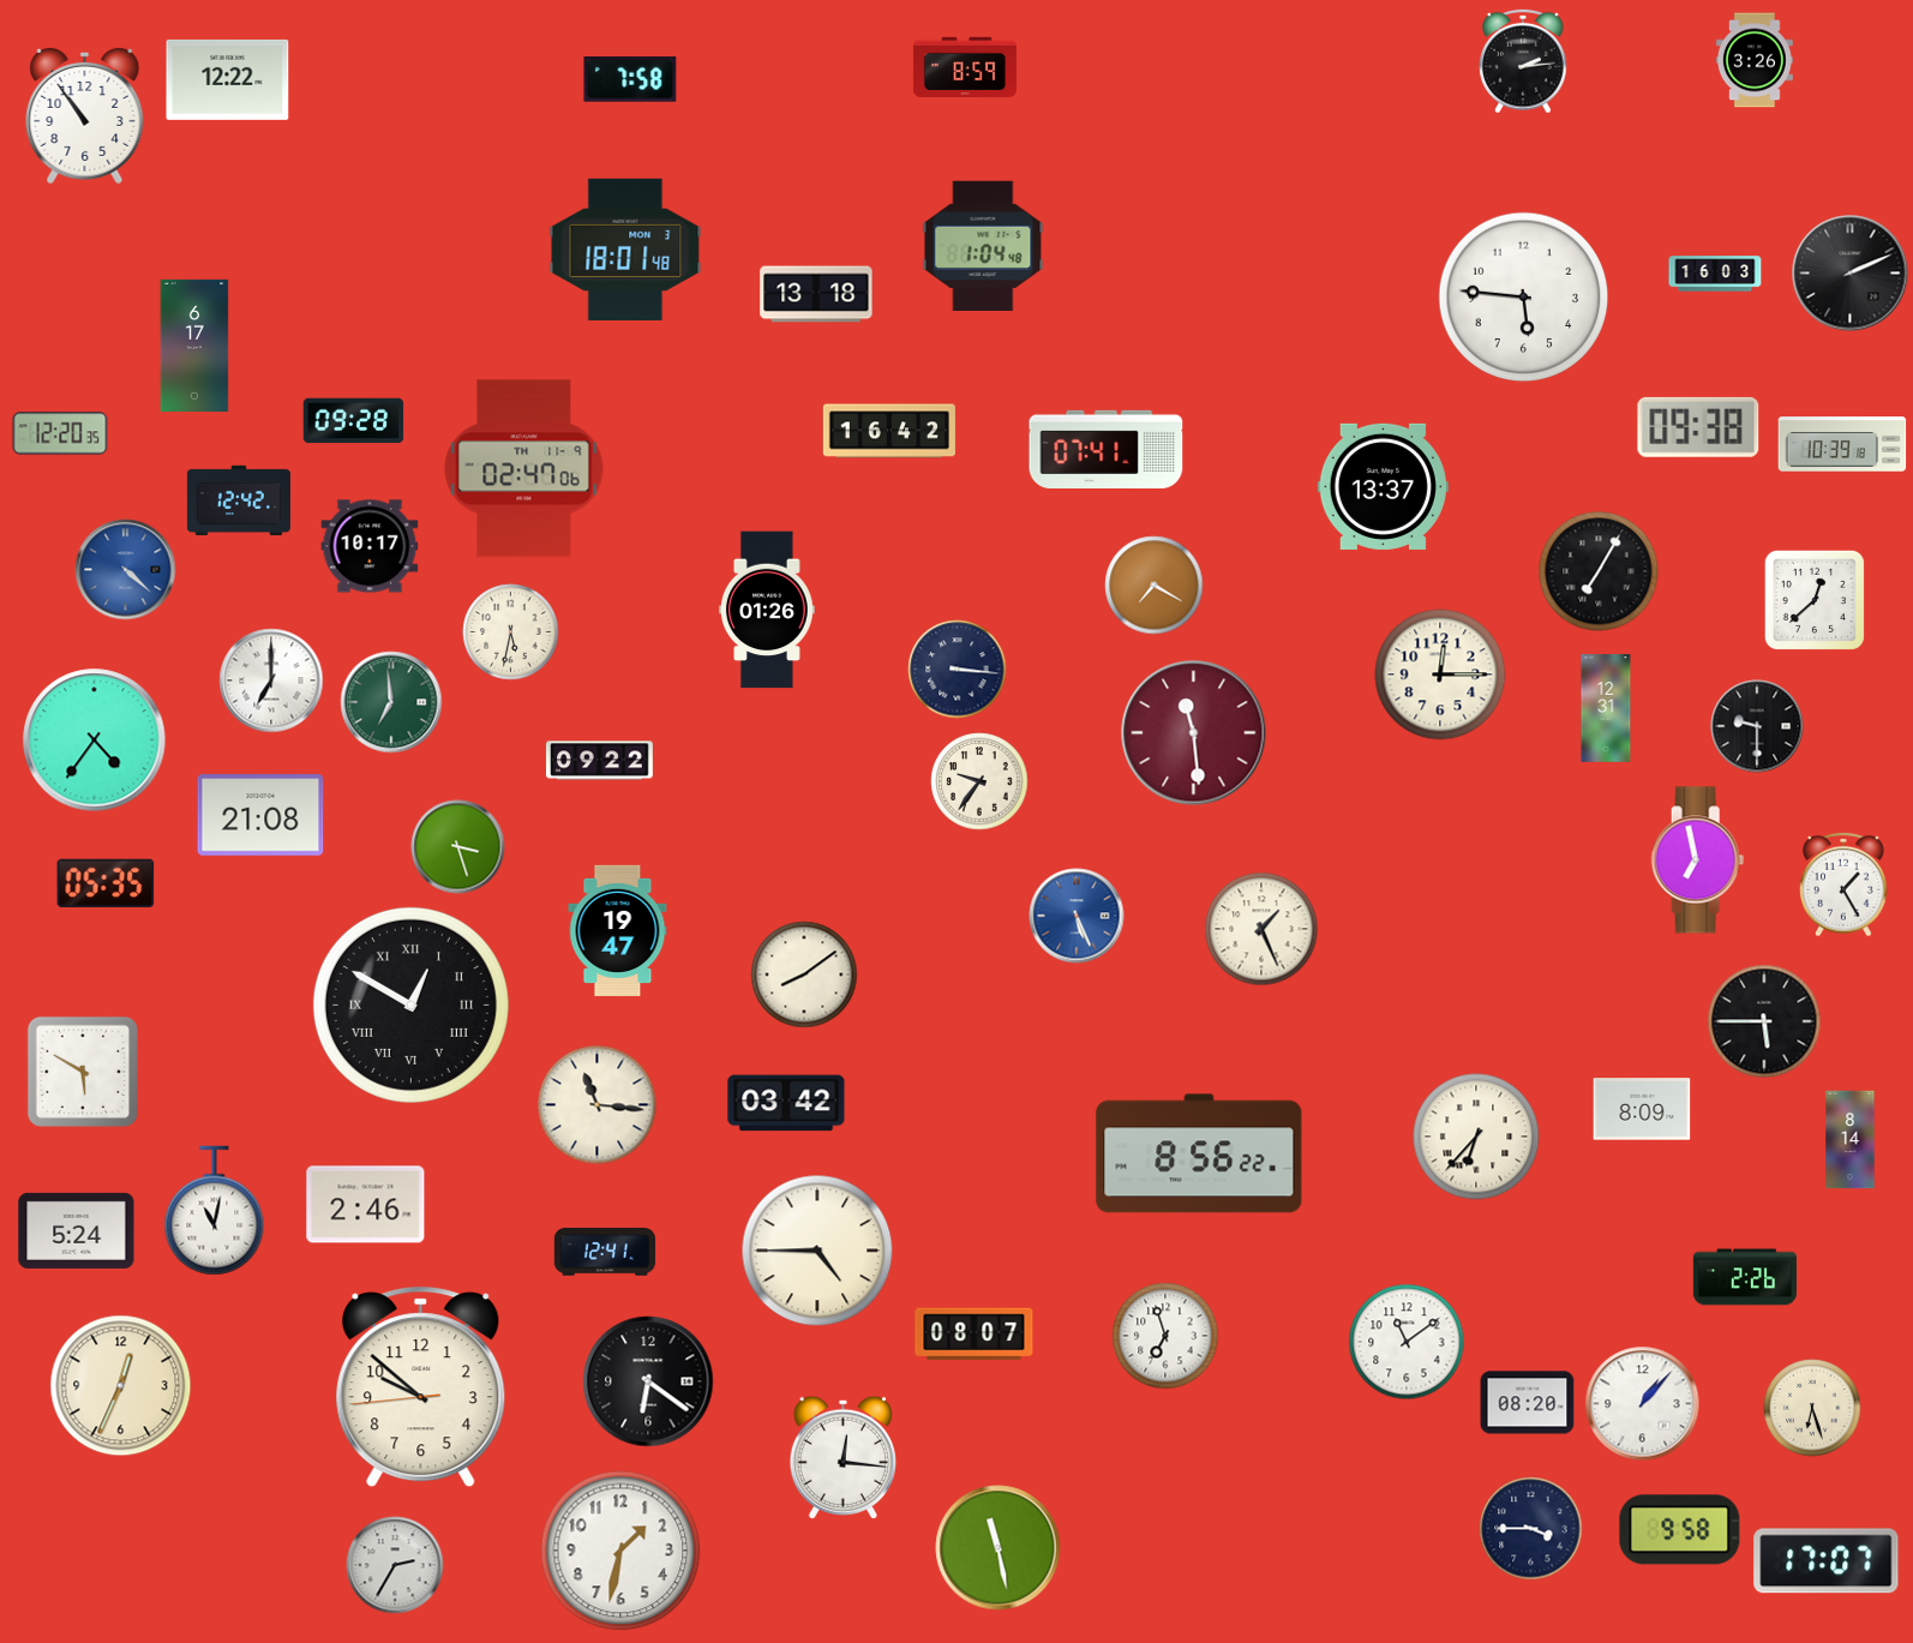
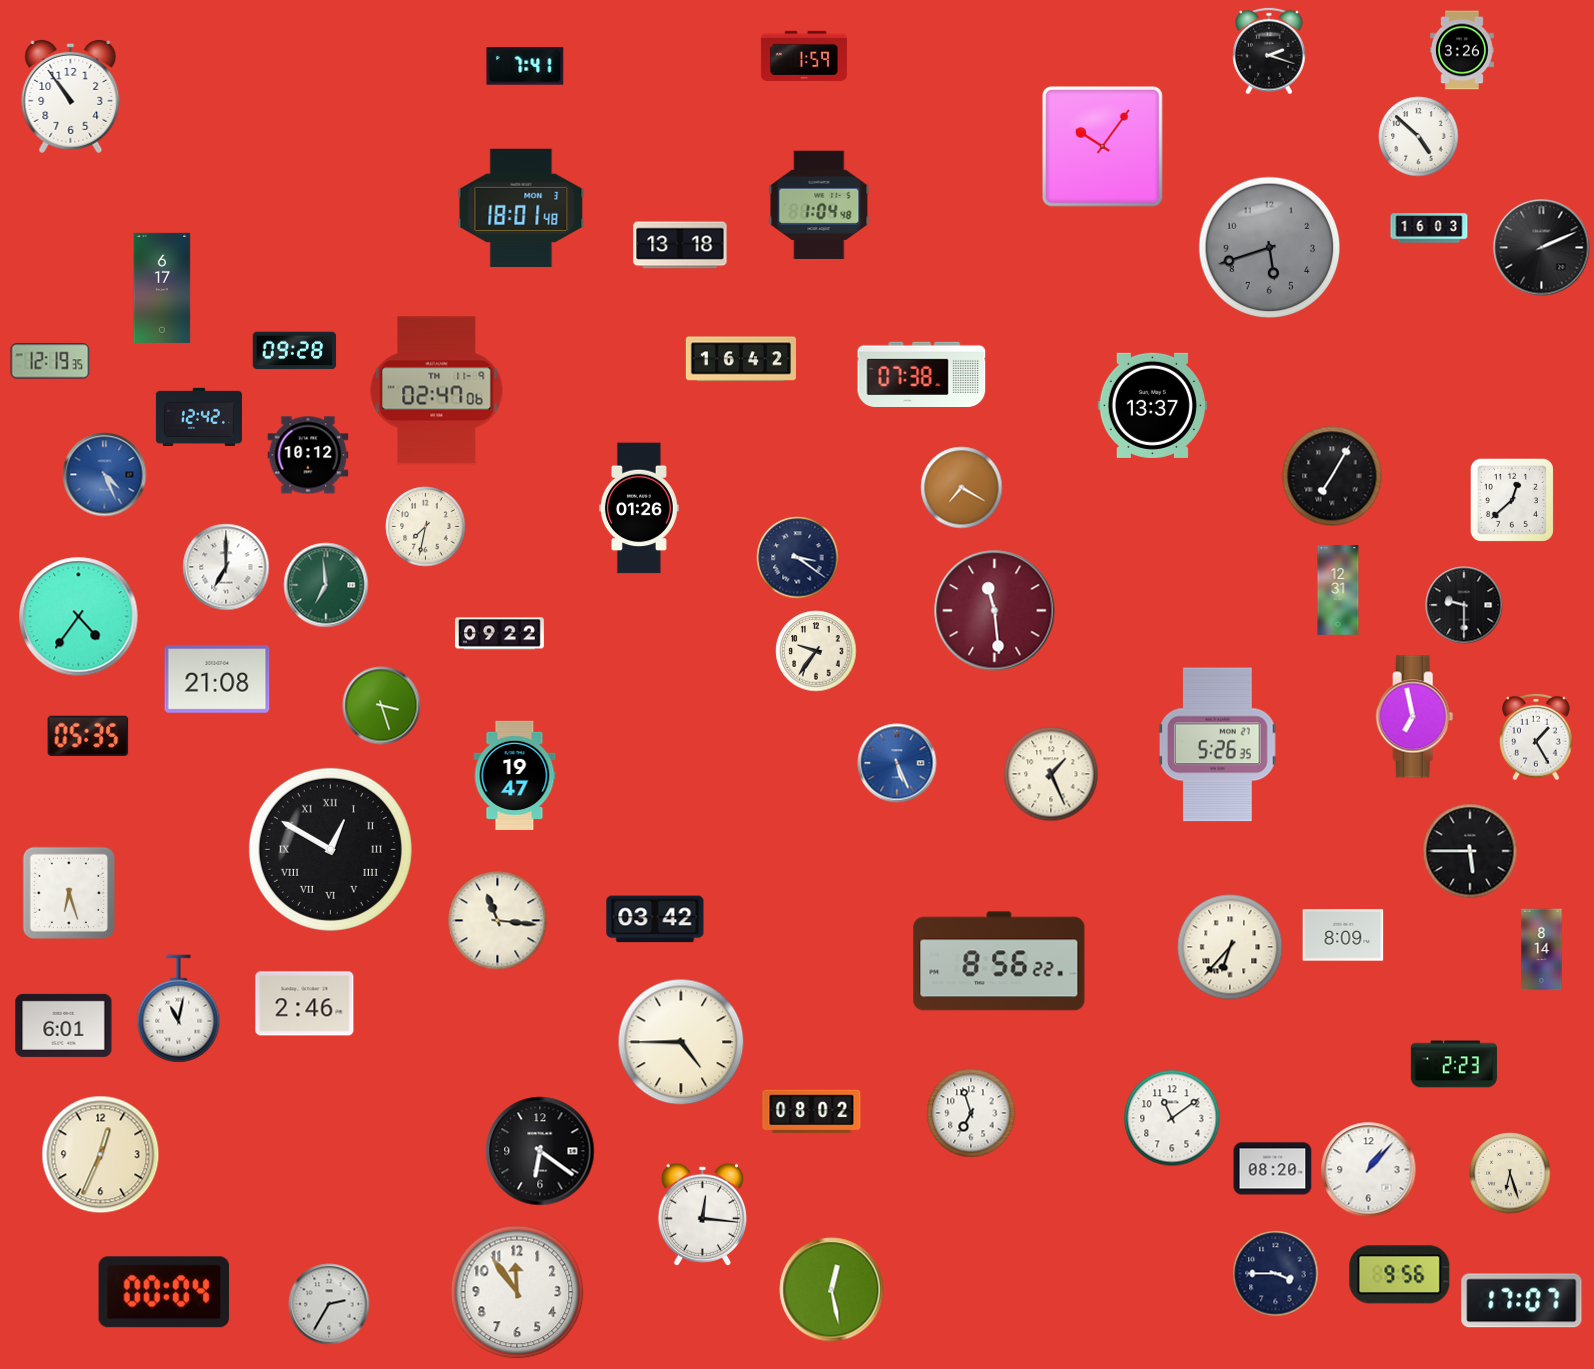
clock at (1523, 61): 2:14 -> 2:18
clock at (965, 66): 8:59 -> 1:59
clock at (228, 79): 12:22 -> none
clock at (630, 79): 7:58 -> 7:41
clock at (1419, 137): none -> 4:52
clock at (1102, 146): none -> 10:06
clock at (1851, 274) position: (1851, 274) -> (1542, 248)
clock at (1524, 298): 5:46 -> 5:42
clock at (1524, 298) dial: white -> grey
clock at (1698, 427): 09:38 -> none
clock at (60, 433): 12:20 -> 12:19
clock at (1842, 444): 10:39 -> none
clock at (1107, 449): 07:41 -> 07:38
clock at (370, 546): 10:17 -> 10:12
clock at (126, 570): 4:22 -> 4:26
clock at (511, 632): 5:32 -> 7:32
clock at (958, 670): 3:16 -> 3:21
clock at (1440, 674): 12:15 -> none
clock at (1218, 745): none -> 5:26
clock at (804, 975): 8:09 -> none
clock at (410, 1005) position: (410, 1005) -> (330, 849)
clock at (82, 1071): 5:50 -> 6:27
clock at (1642, 1109) position: (1642, 1109) -> (1343, 935)
clock at (77, 1230): 5:24 -> 6:01
clock at (604, 1252): 12:41 -> none
clock at (1745, 1277): 2:26 -> 2:23
clock at (975, 1335): 08:07 -> 08:02
clock at (421, 1387): 9:51 -> none
clock at (1680, 1530): 9:58 -> 9:56
clock at (999, 1548): 11:28 -> 12:28
clock at (164, 1292): none -> 00:04
clock at (620, 1551): 1:32 -> 11:54
